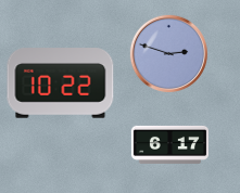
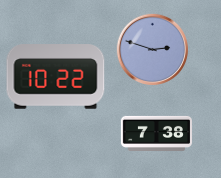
clock at (168, 53) position: (168, 53) -> (152, 49)
clock at (169, 144): 6:17 -> 7:38
